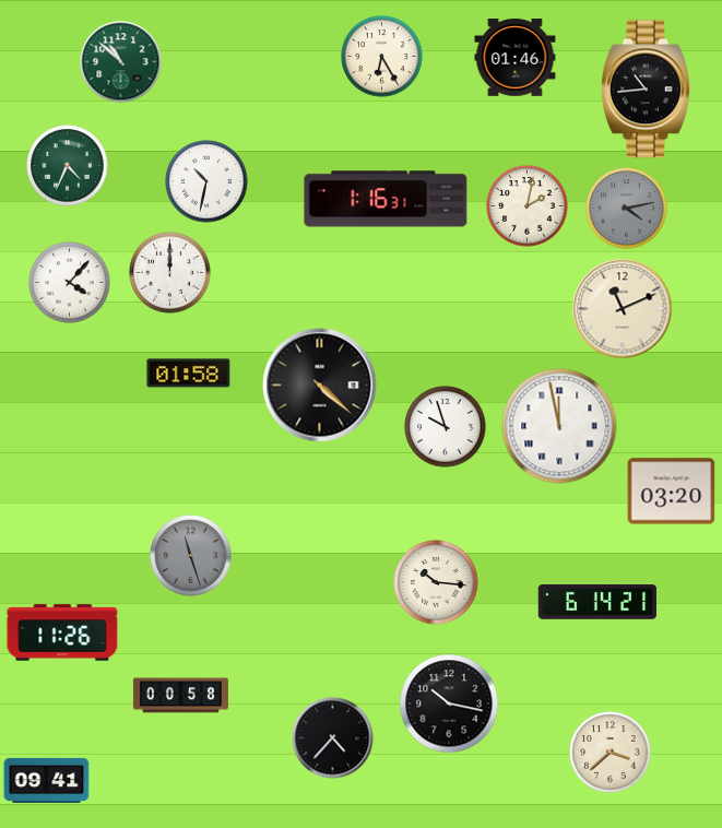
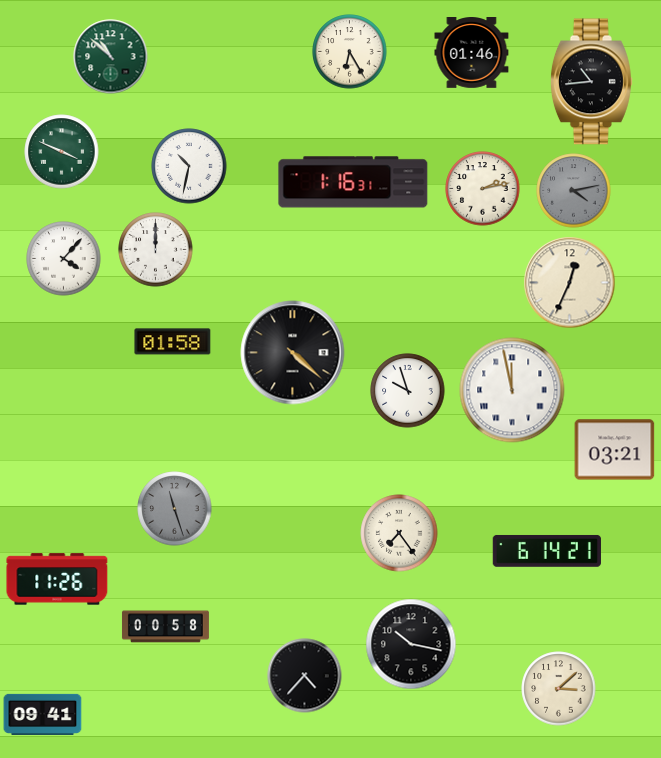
clock at (68, 166): 4:34 -> 3:49
clock at (528, 206): 2:02 -> 2:13
clock at (623, 309): 11:11 -> 12:34
clock at (672, 492): 03:20 -> 03:21
clock at (436, 582): 10:16 -> 7:24
clock at (180, 696) position: (180, 696) -> (165, 627)
clock at (611, 753): 3:38 -> 3:08
